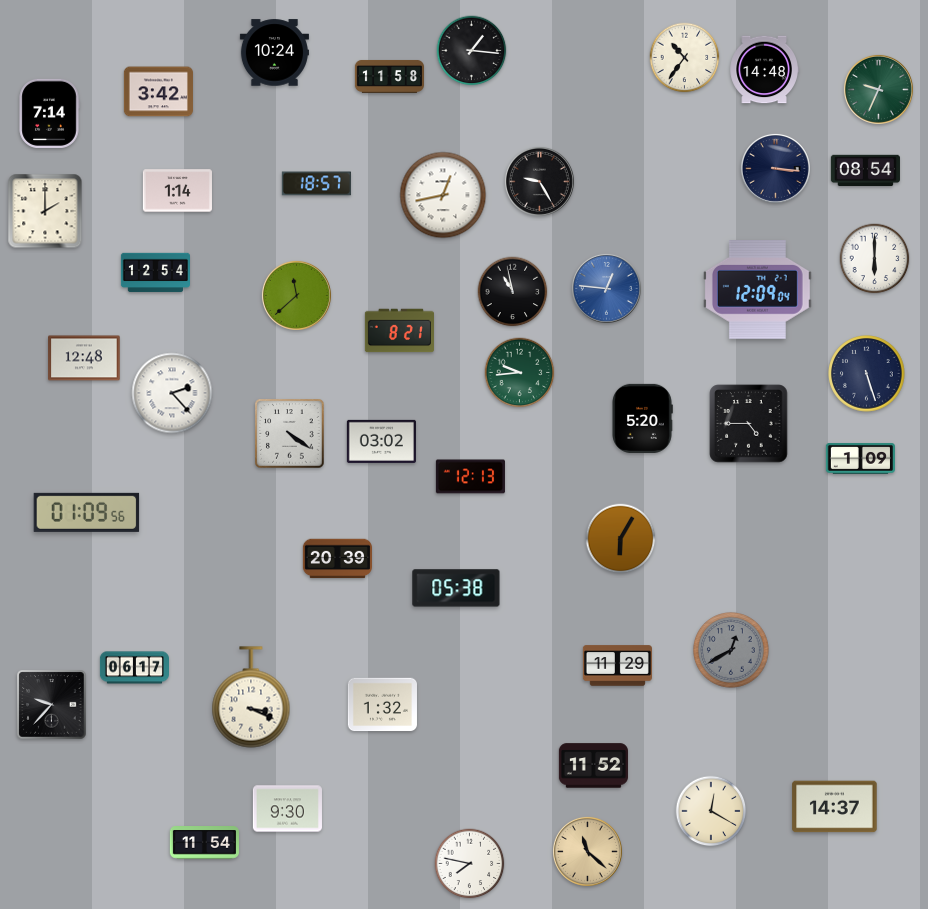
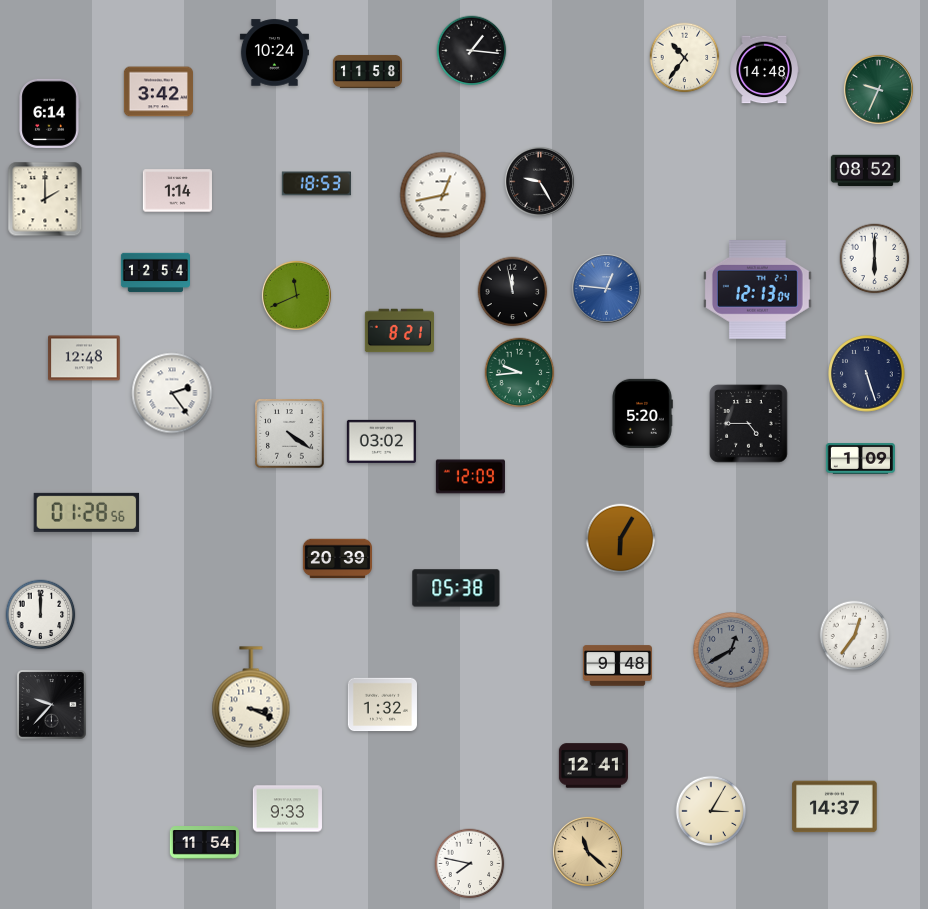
clock at (389, 76) position: (389, 76) -> (367, 71)
clock at (49, 113): 7:14 -> 6:14
clock at (775, 168): 3:16 -> none
clock at (865, 171): 08:54 -> 08:52
clock at (316, 184): 18:57 -> 18:53
clock at (45, 211) position: (45, 211) -> (45, 199)
clock at (757, 290): 12:09 -> 12:13
clock at (513, 292): 10:58 -> 11:58
clock at (296, 295): 11:38 -> 11:41
clock at (172, 393): 2:23 -> 2:24
clock at (642, 418) position: (642, 418) -> (642, 413)
clock at (470, 477): 12:13 -> 12:09
clock at (87, 512): 01:09 -> 01:28
clock at (41, 615): none -> 12:00
clock at (855, 636): none -> 12:36
clock at (617, 666): 11:29 -> 9:48
clock at (134, 668): 06:17 -> none
clock at (593, 766): 11:52 -> 12:41
clock at (287, 809): 9:30 -> 9:33
clock at (711, 811): 12:20 -> 3:05
